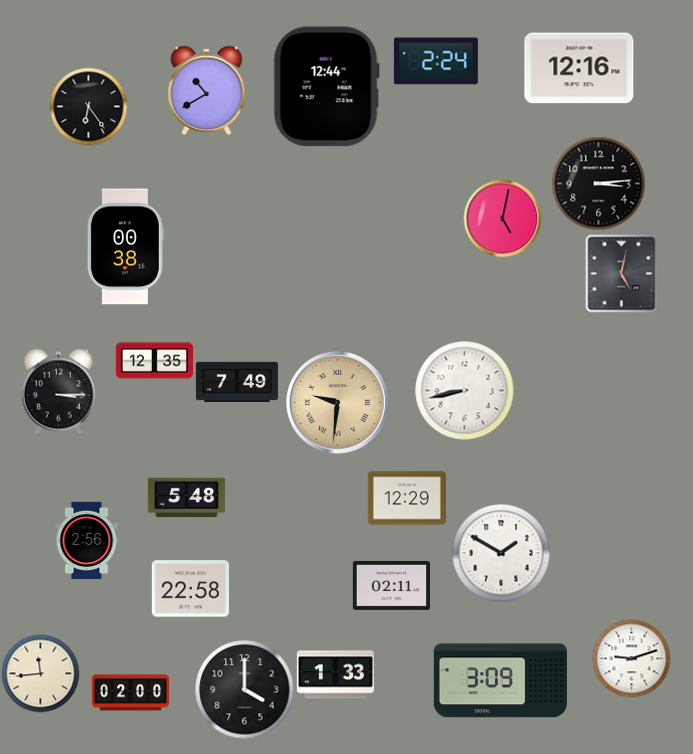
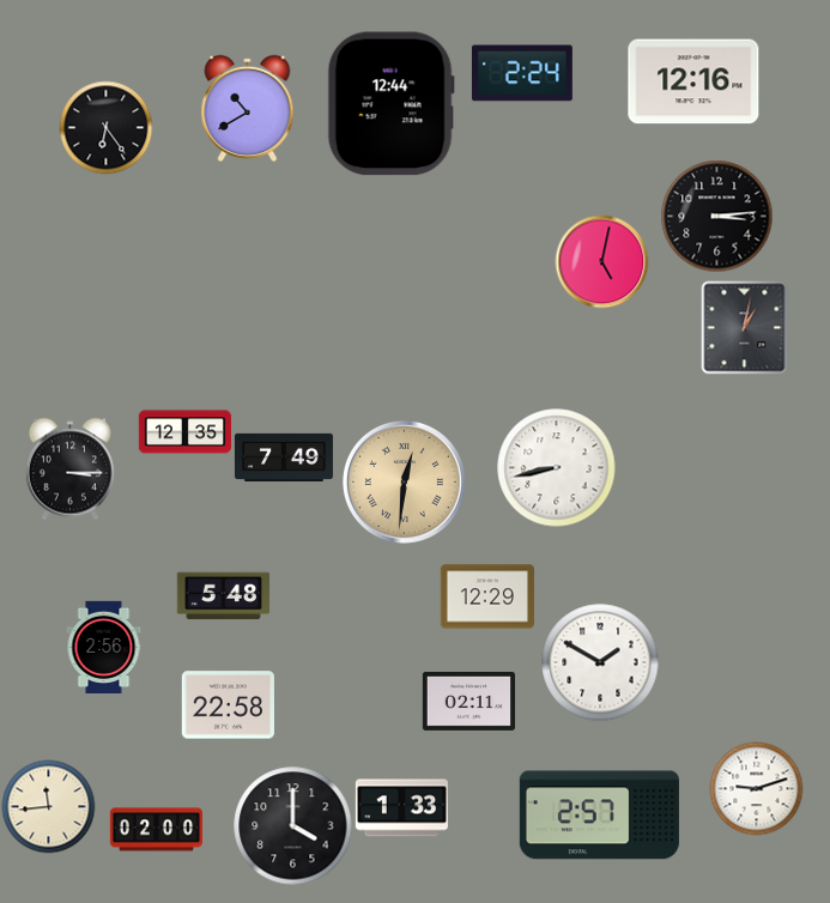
clock at (598, 183) position: (598, 183) -> (716, 216)
clock at (125, 247): 00:38 -> none
clock at (622, 273): 5:02 -> 1:02
clock at (337, 402): 9:31 -> 12:31
clock at (500, 681): 3:09 -> 2:57
